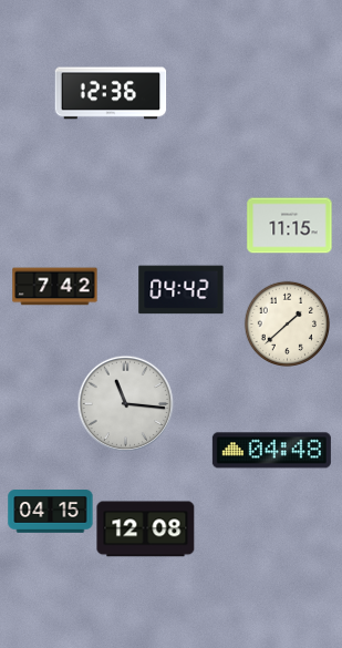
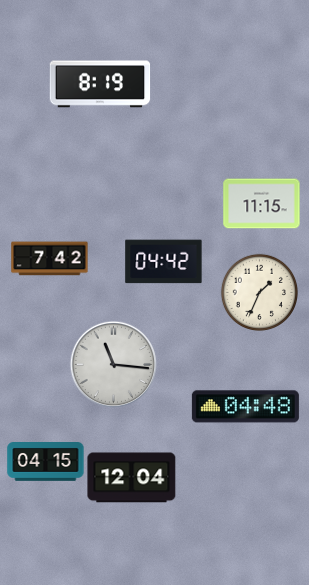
clock at (111, 93): 12:36 -> 8:19
clock at (287, 323): 1:38 -> 1:34
clock at (146, 529): 12:08 -> 12:04
